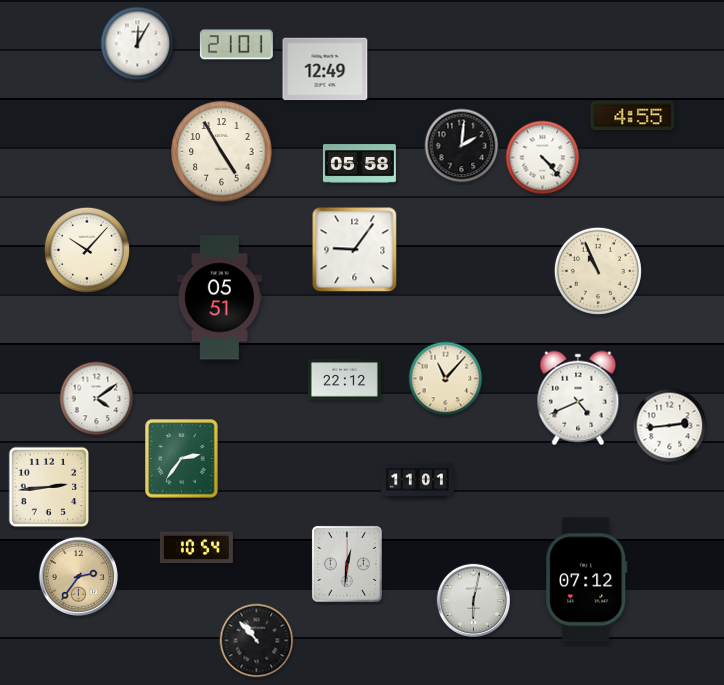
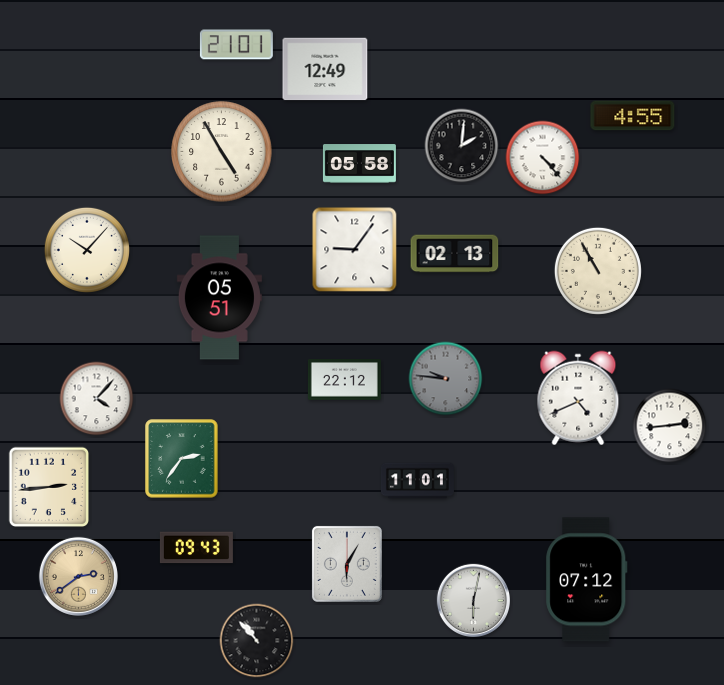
clock at (138, 44): 12:05 -> none
clock at (455, 254): none -> 02:13
clock at (598, 271): 10:56 -> 10:55
clock at (446, 379): 11:07 -> 9:46
clock at (446, 379) dial: cream -> grey
clock at (97, 399): 4:09 -> 4:07
clock at (196, 548): 10:54 -> 09:43
clock at (347, 564): 12:31 -> 6:05
clock at (78, 576): 2:36 -> 2:39
